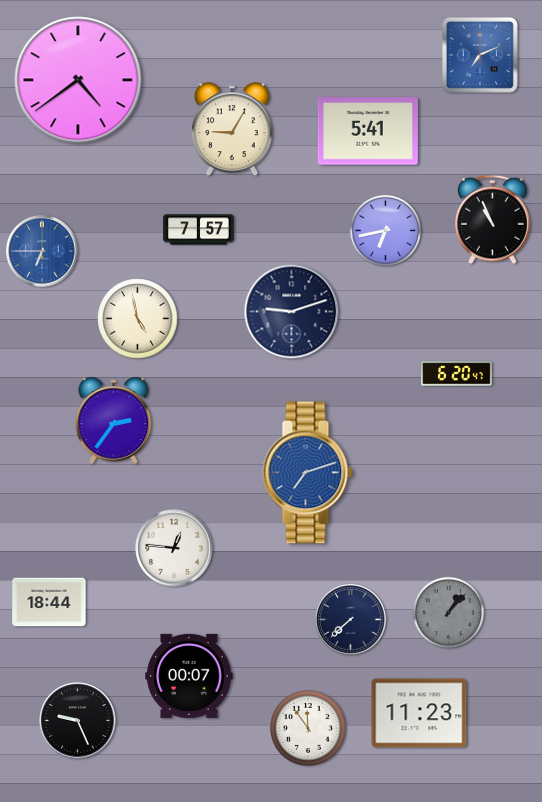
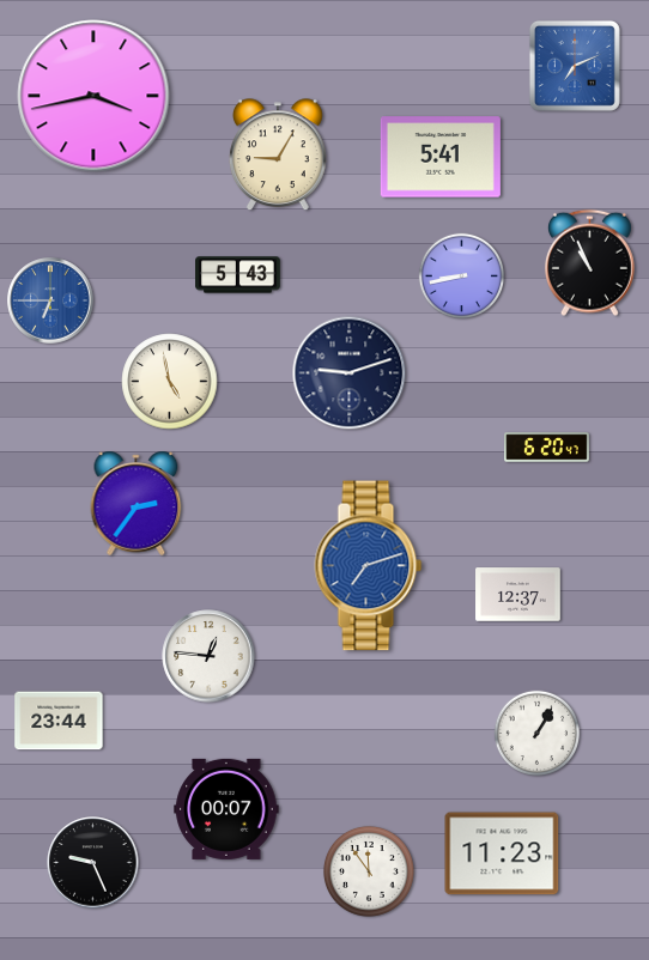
clock at (78, 80): 4:39 -> 3:43
clock at (199, 230): 7:57 -> 5:43
clock at (386, 231): 6:43 -> 8:43
clock at (138, 319) position: (138, 319) -> (170, 382)
clock at (518, 595): none -> 12:37
clock at (49, 602): 18:44 -> 23:44
clock at (449, 613): 1:07 -> 1:05
clock at (449, 613) dial: grey -> white
clock at (351, 620): 7:38 -> none
